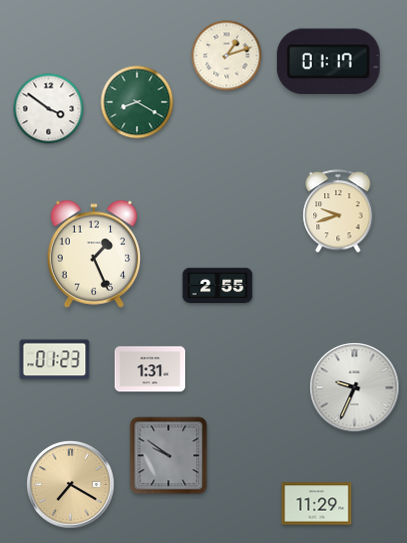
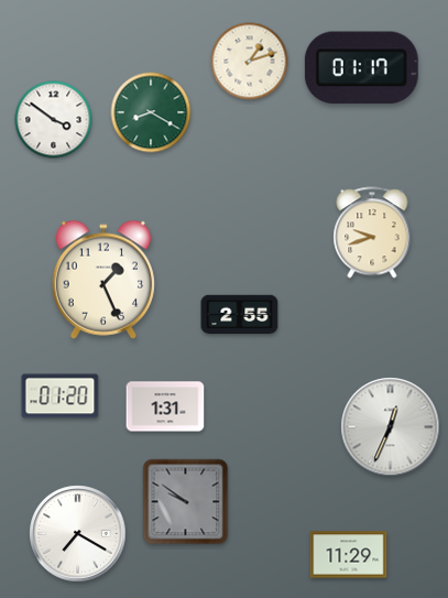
clock at (55, 360): 01:23 -> 01:20
clock at (355, 388): 9:34 -> 12:34
clock at (71, 485) dial: champagne -> white
